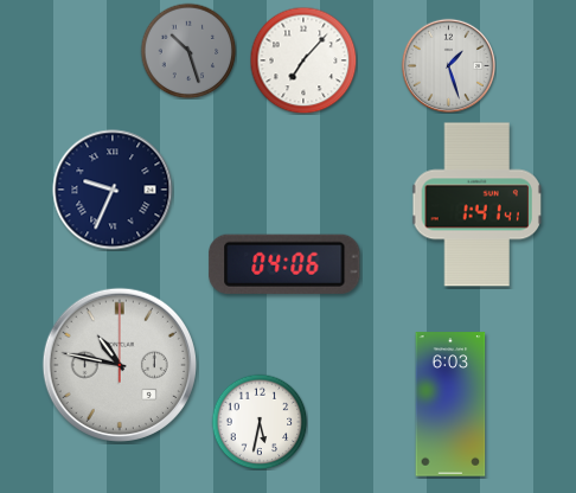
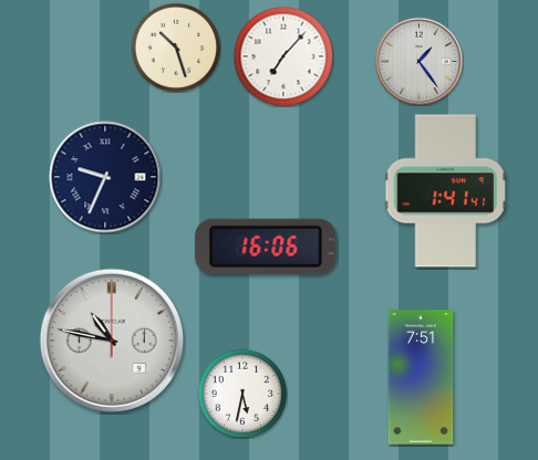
clock at (188, 51) dial: grey -> cream
clock at (448, 65): 1:27 -> 1:24
clock at (284, 264): 04:06 -> 16:06
clock at (450, 404): 6:03 -> 7:51
